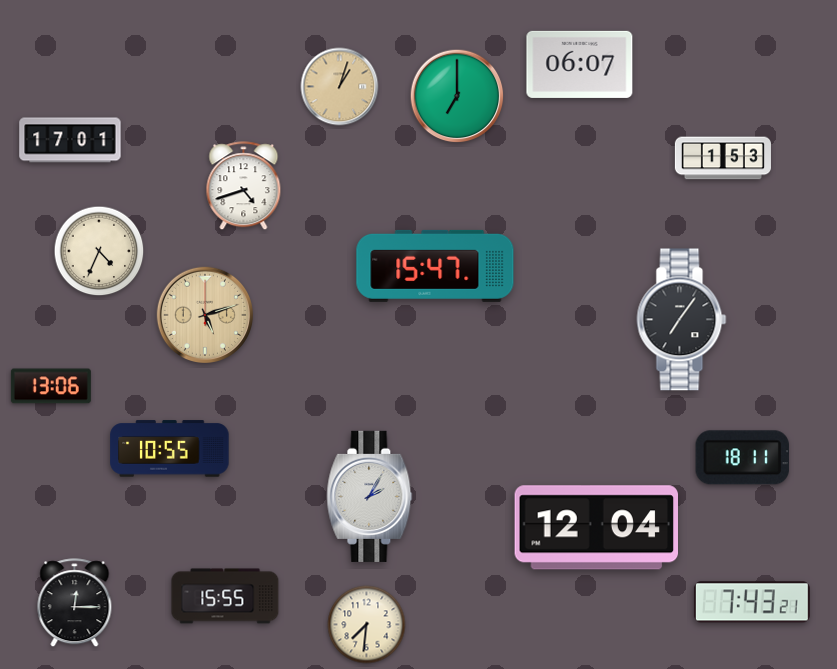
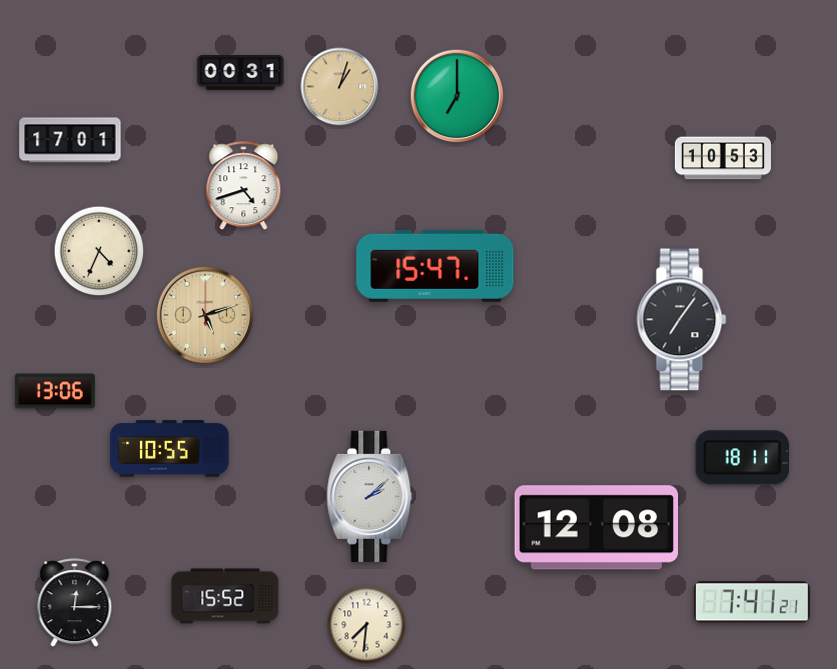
clock at (580, 64): 06:07 -> none
clock at (241, 73): none -> 00:31
clock at (723, 158): 1:53 -> 10:53
clock at (51, 386) position: (51, 386) -> (55, 391)
clock at (370, 496): 2:05 -> 2:08
clock at (596, 528): 12:04 -> 12:08
clock at (225, 596): 15:55 -> 15:52
clock at (752, 602): 7:43 -> 7:41
